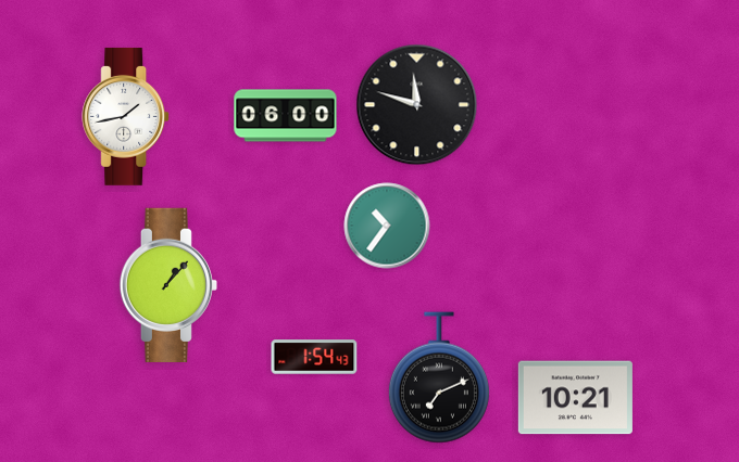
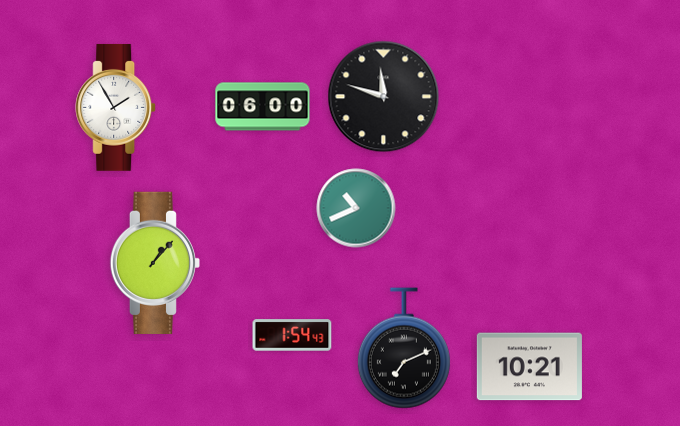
clock at (126, 116): 1:43 -> 1:55
clock at (387, 226): 10:36 -> 10:41
clock at (314, 357) position: (314, 357) -> (292, 335)
